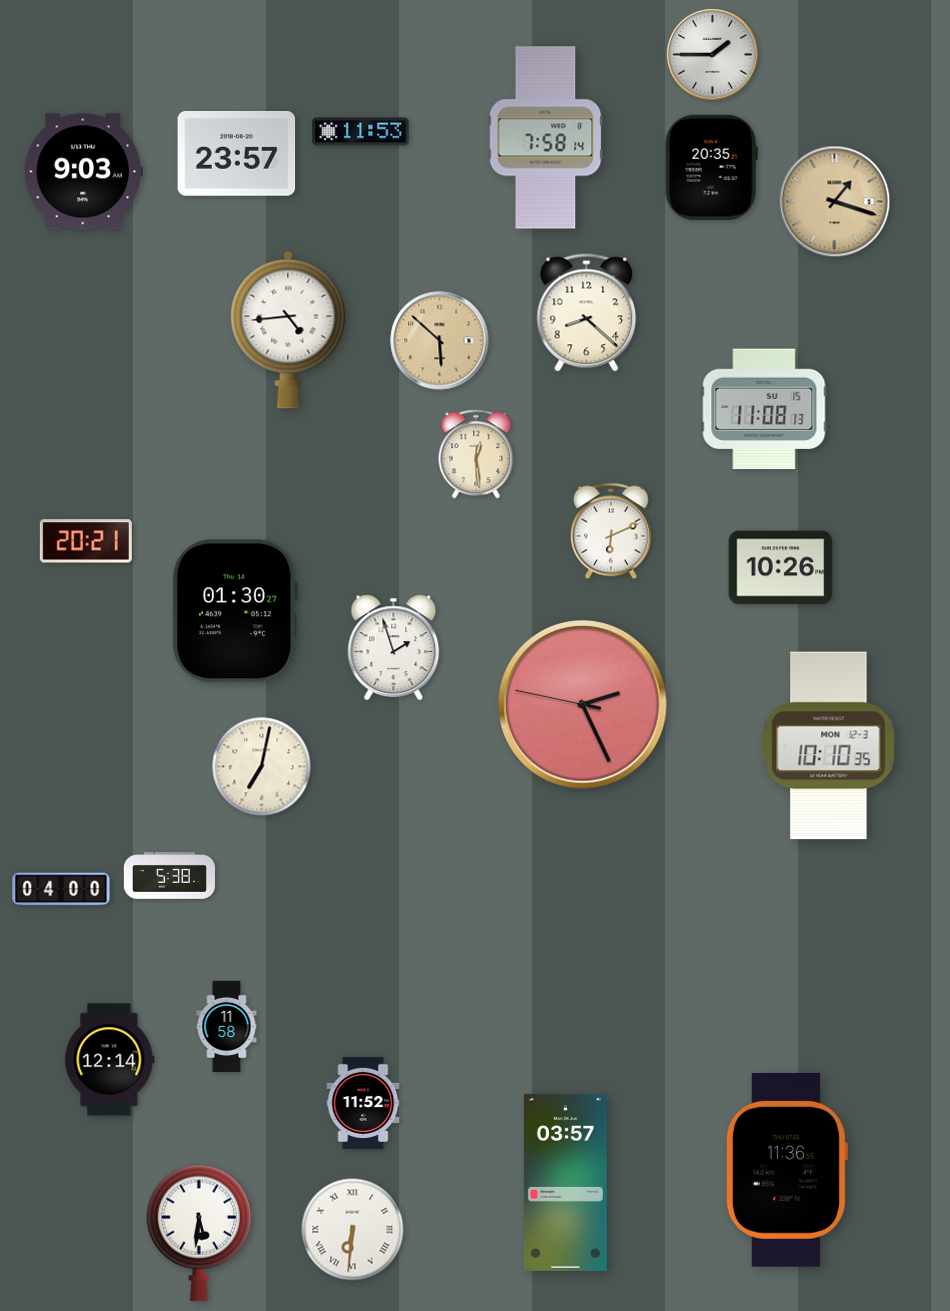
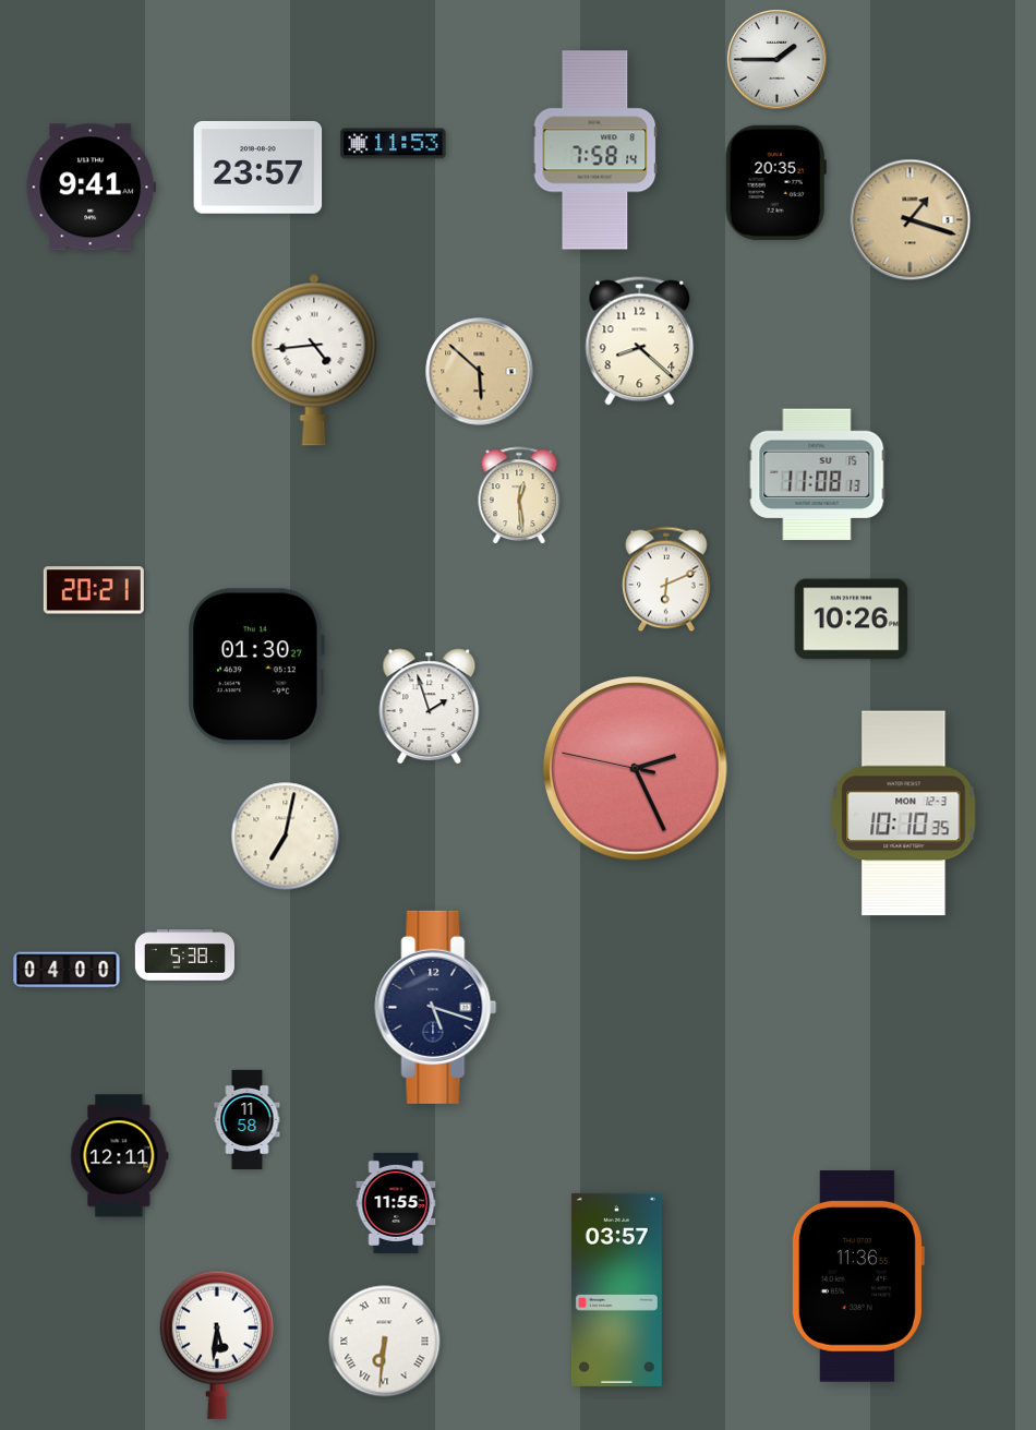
clock at (83, 172): 9:03 -> 9:41
clock at (764, 409) position: (764, 409) -> (817, 474)
clock at (436, 1007): none -> 5:18
clock at (110, 1060): 12:14 -> 12:11
clock at (363, 1103): 11:52 -> 11:55
